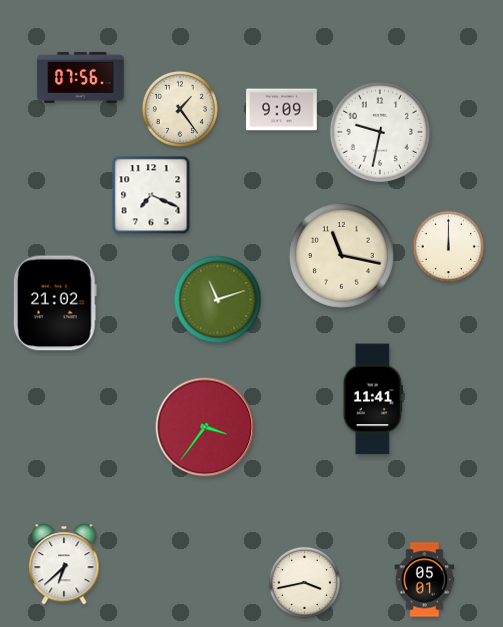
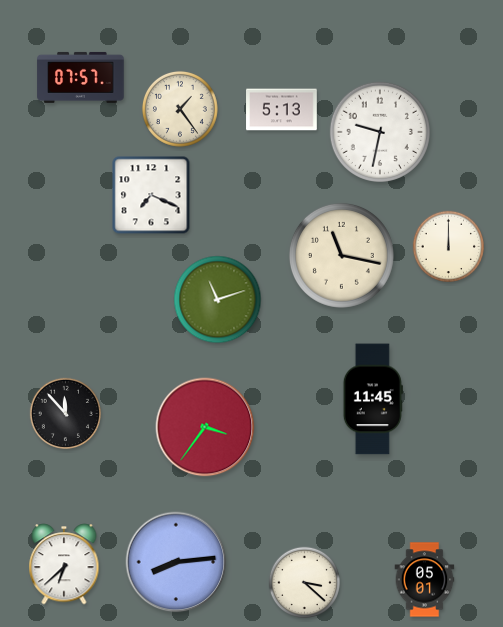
clock at (81, 77): 07:56 -> 07:57
clock at (282, 110): 9:09 -> 5:13
clock at (55, 303): 21:02 -> none
clock at (373, 399): 11:41 -> 11:45
clock at (66, 414): none -> 11:53
clock at (176, 562): none -> 8:14
clock at (305, 583): 3:43 -> 3:22
